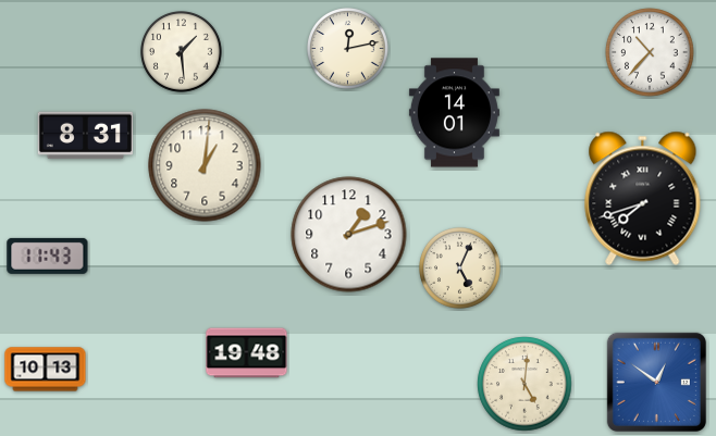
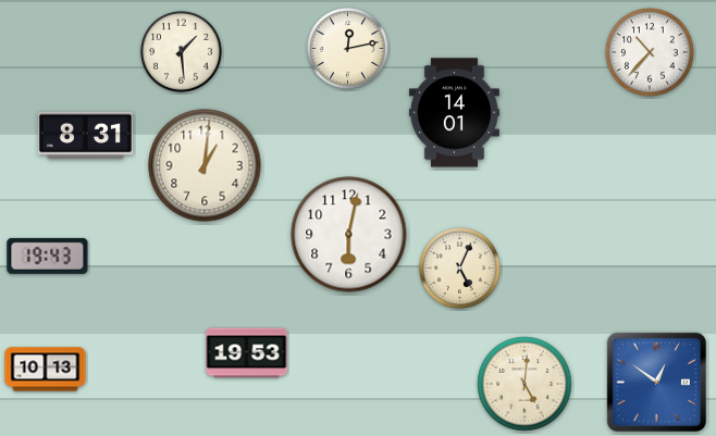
clock at (643, 198): 7:42 -> none
clock at (349, 235): 1:12 -> 6:02
clock at (48, 256): 11:43 -> 19:43
clock at (247, 353): 19:48 -> 19:53
